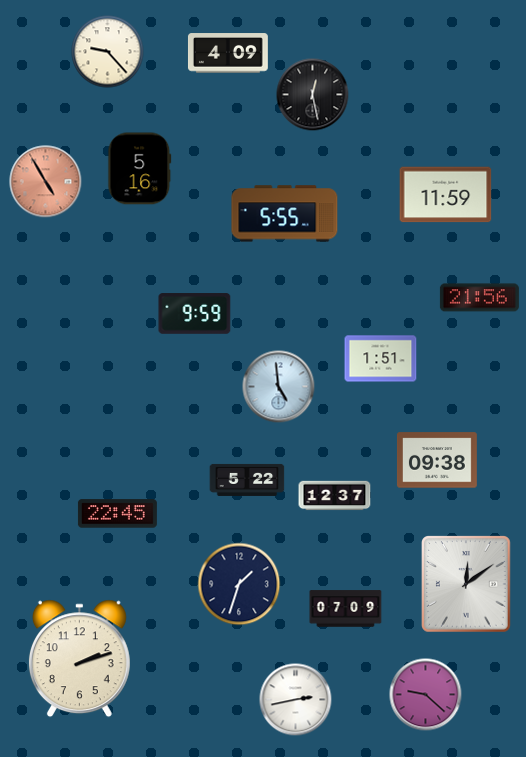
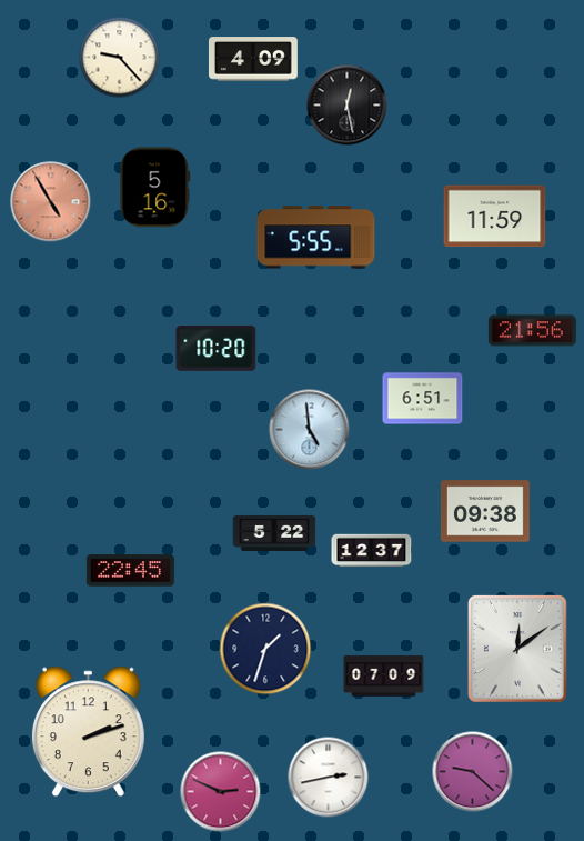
clock at (195, 314): 9:59 -> 10:20
clock at (381, 359): 1:51 -> 6:51
clock at (221, 792): none -> 2:49
